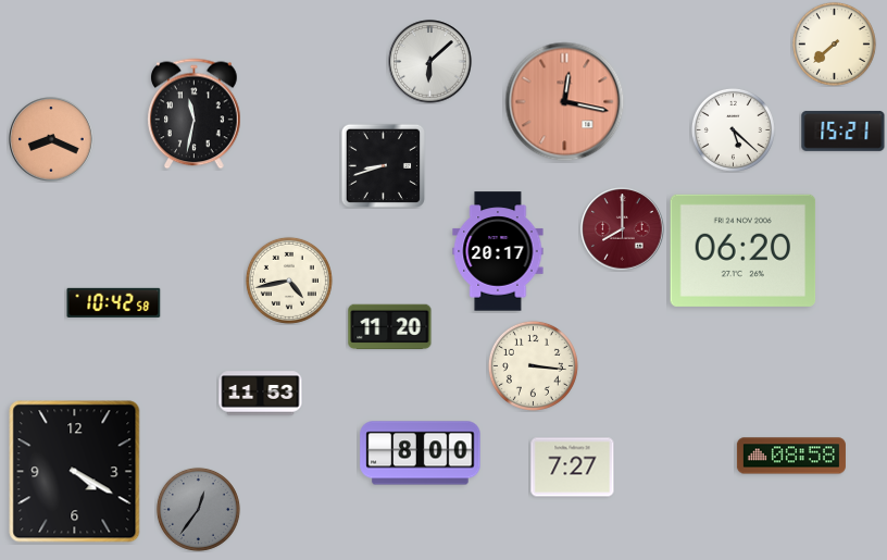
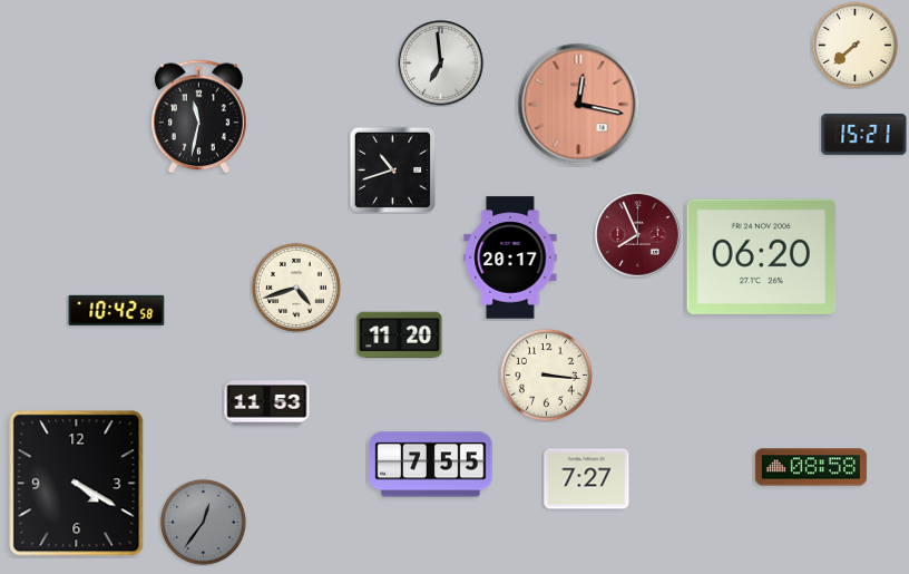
clock at (430, 62): 6:08 -> 6:59
clock at (733, 129): 5:22 -> none
clock at (51, 139): 8:19 -> none
clock at (383, 165): 8:42 -> 10:42
clock at (623, 229): 8:00 -> 7:56
clock at (289, 281): 4:43 -> 4:42
clock at (421, 453): 8:00 -> 7:55
